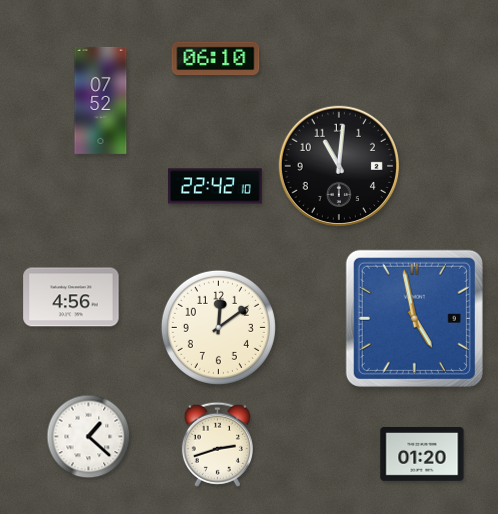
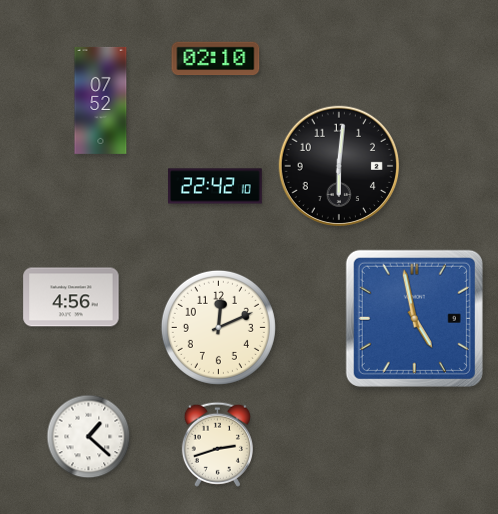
clock at (216, 59): 06:10 -> 02:10
clock at (338, 165): 11:01 -> 6:01
clock at (218, 327): 12:09 -> 12:11
clock at (422, 455): 01:20 -> none
